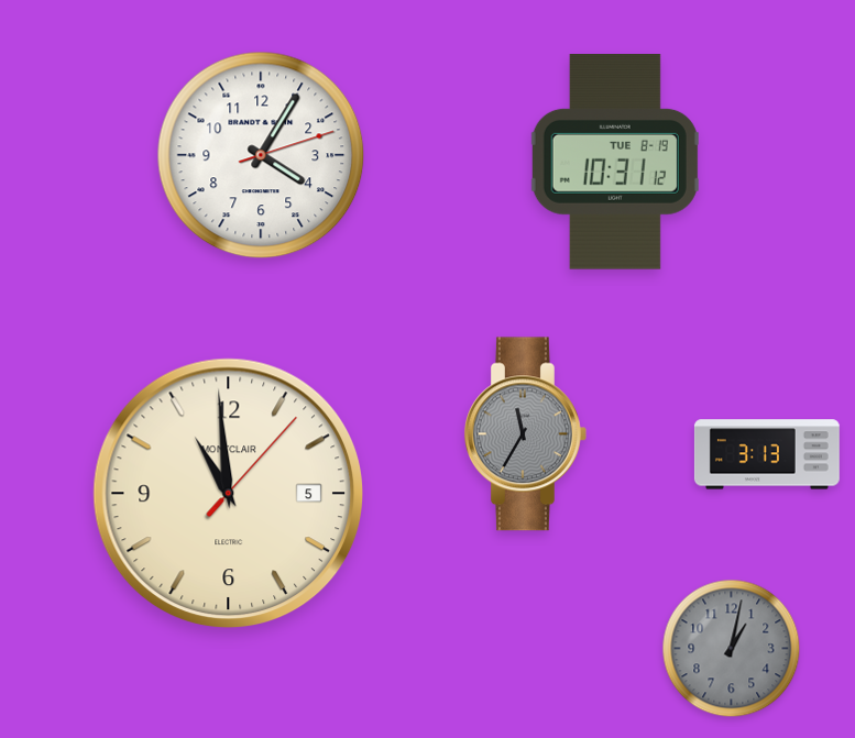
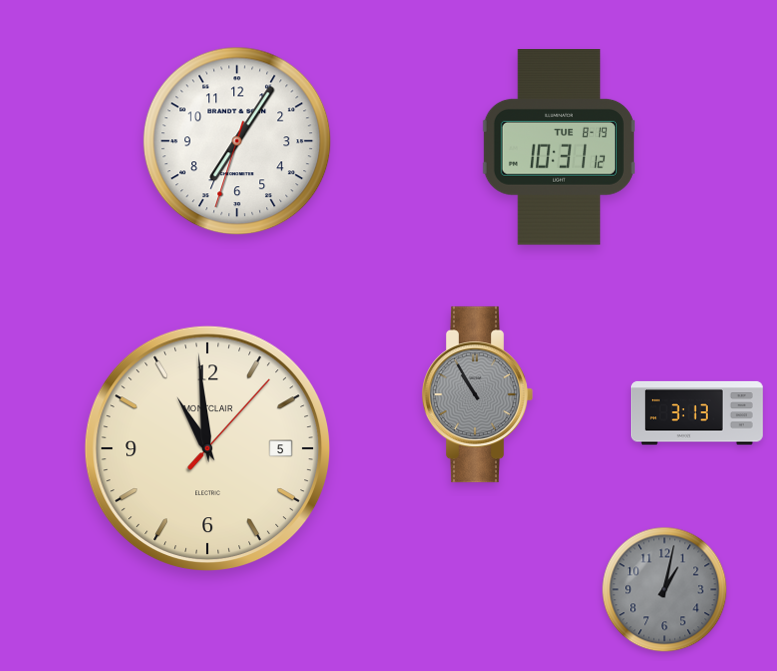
clock at (261, 155): 4:05 -> 7:05
clock at (525, 434): 11:35 -> 10:55
